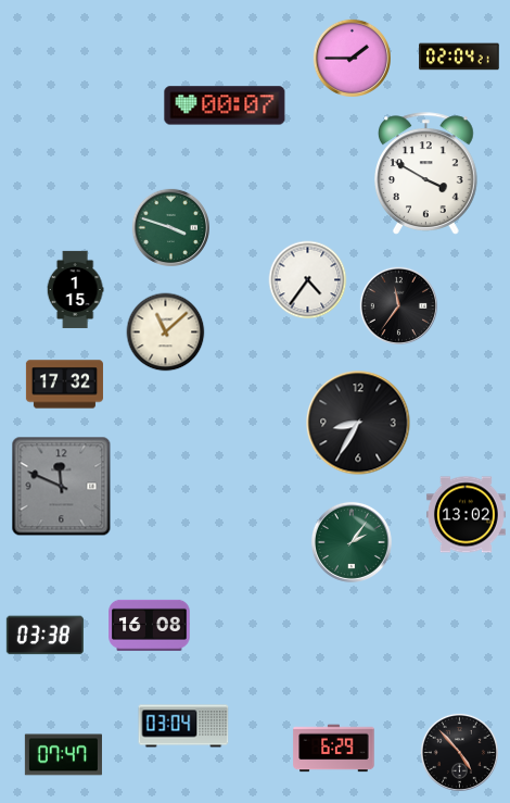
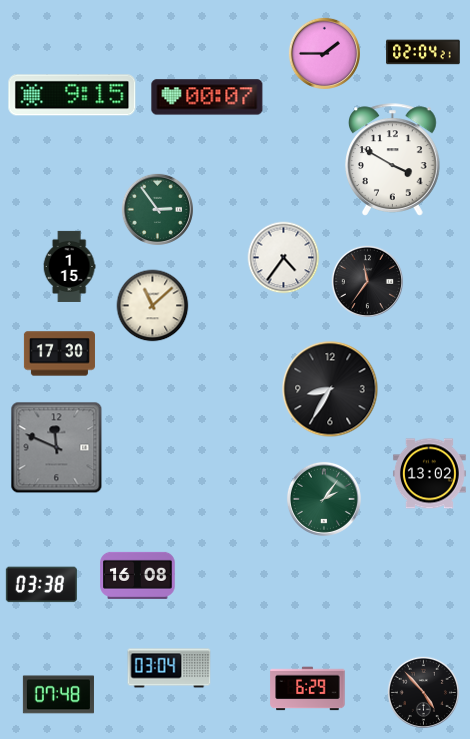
clock at (72, 95): none -> 9:15
clock at (170, 227): 3:48 -> 2:54
clock at (64, 385): 17:32 -> 17:30
clock at (63, 755): 07:47 -> 07:48
